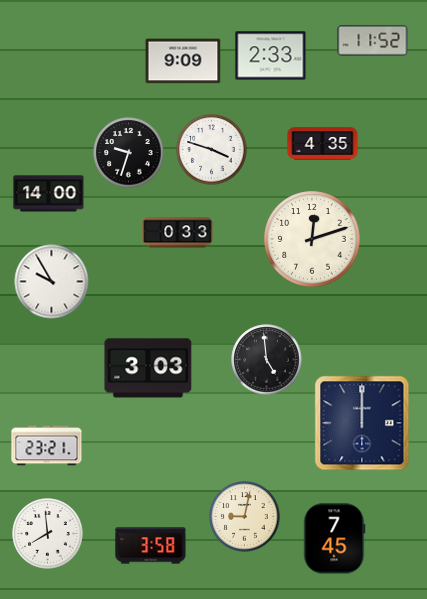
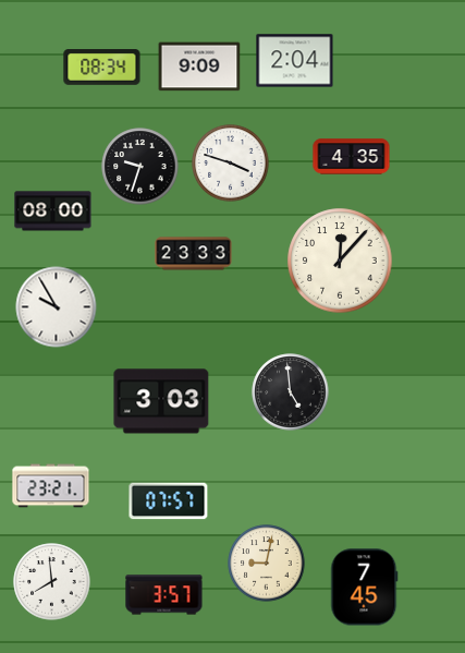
clock at (373, 40): 11:52 -> none
clock at (271, 56): 2:33 -> 2:04
clock at (102, 68): none -> 08:34
clock at (49, 194): 14:00 -> 08:00
clock at (178, 233): 0:33 -> 23:33
clock at (312, 239): 12:12 -> 12:07
clock at (362, 423): 12:00 -> none
clock at (169, 501): none -> 07:57
clock at (151, 546): 3:58 -> 3:57
